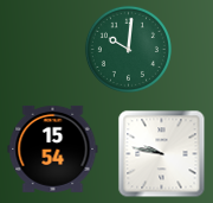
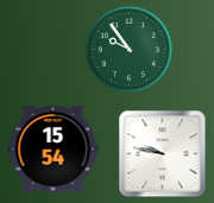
clock at (128, 49): 10:01 -> 9:54
